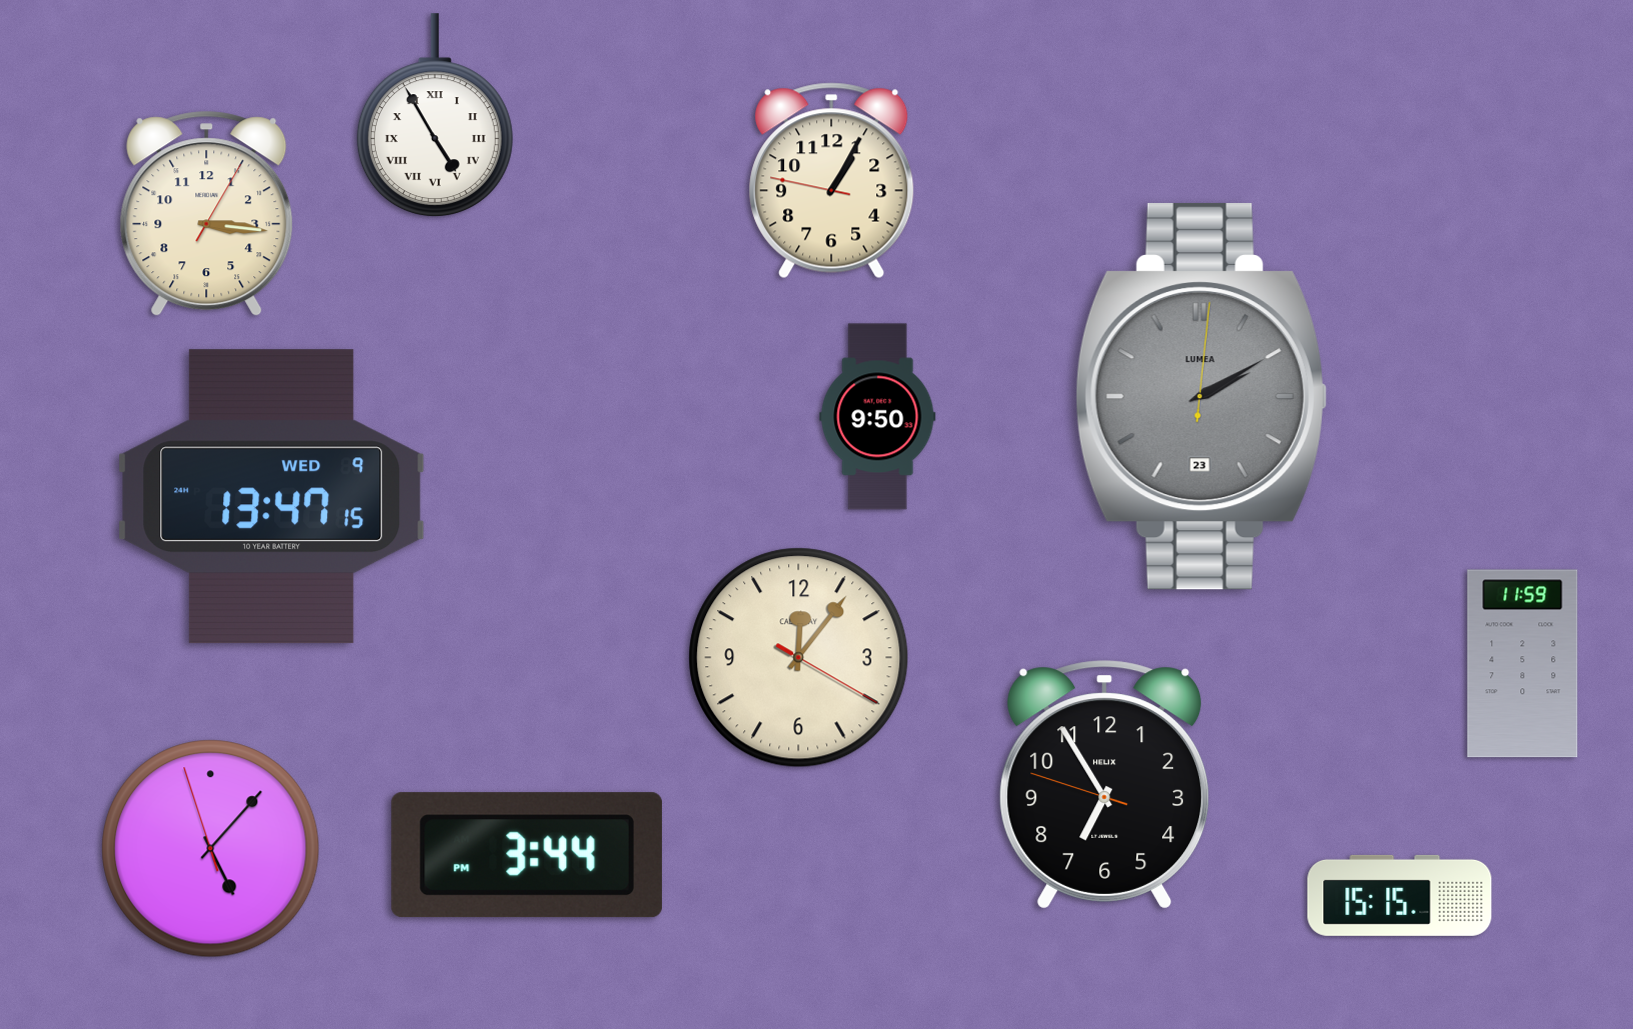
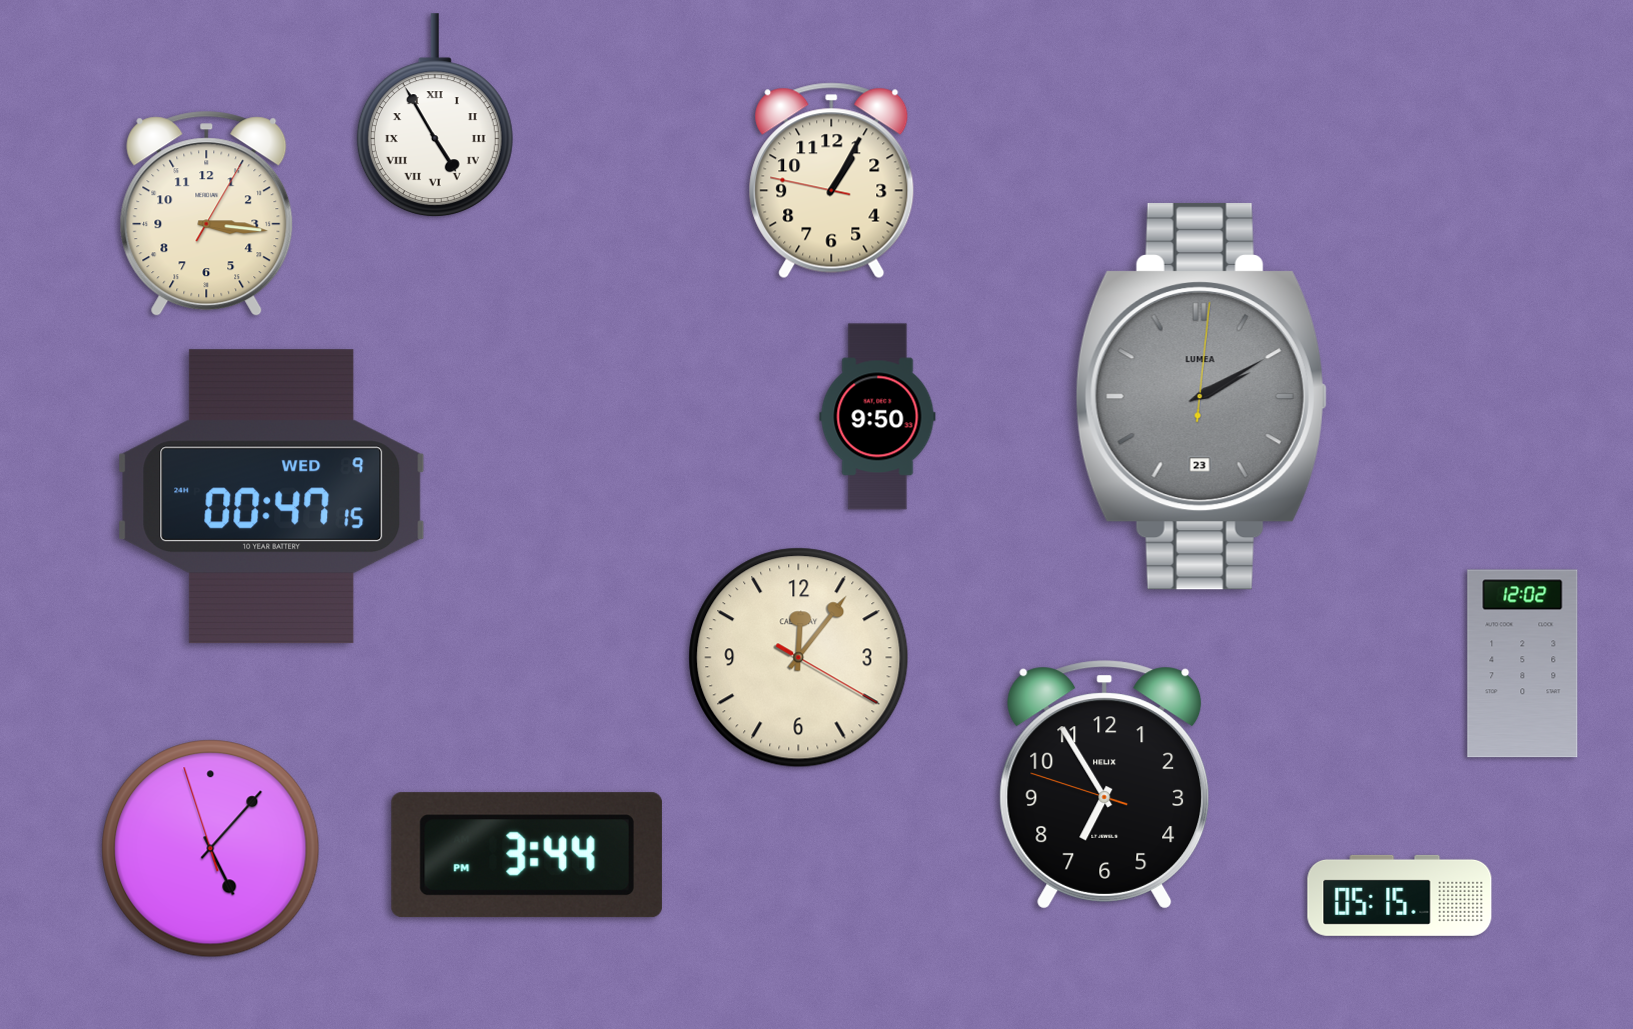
clock at (272, 497): 13:47 -> 00:47
clock at (1523, 664): 11:59 -> 12:02
clock at (1400, 895): 15:15 -> 05:15
